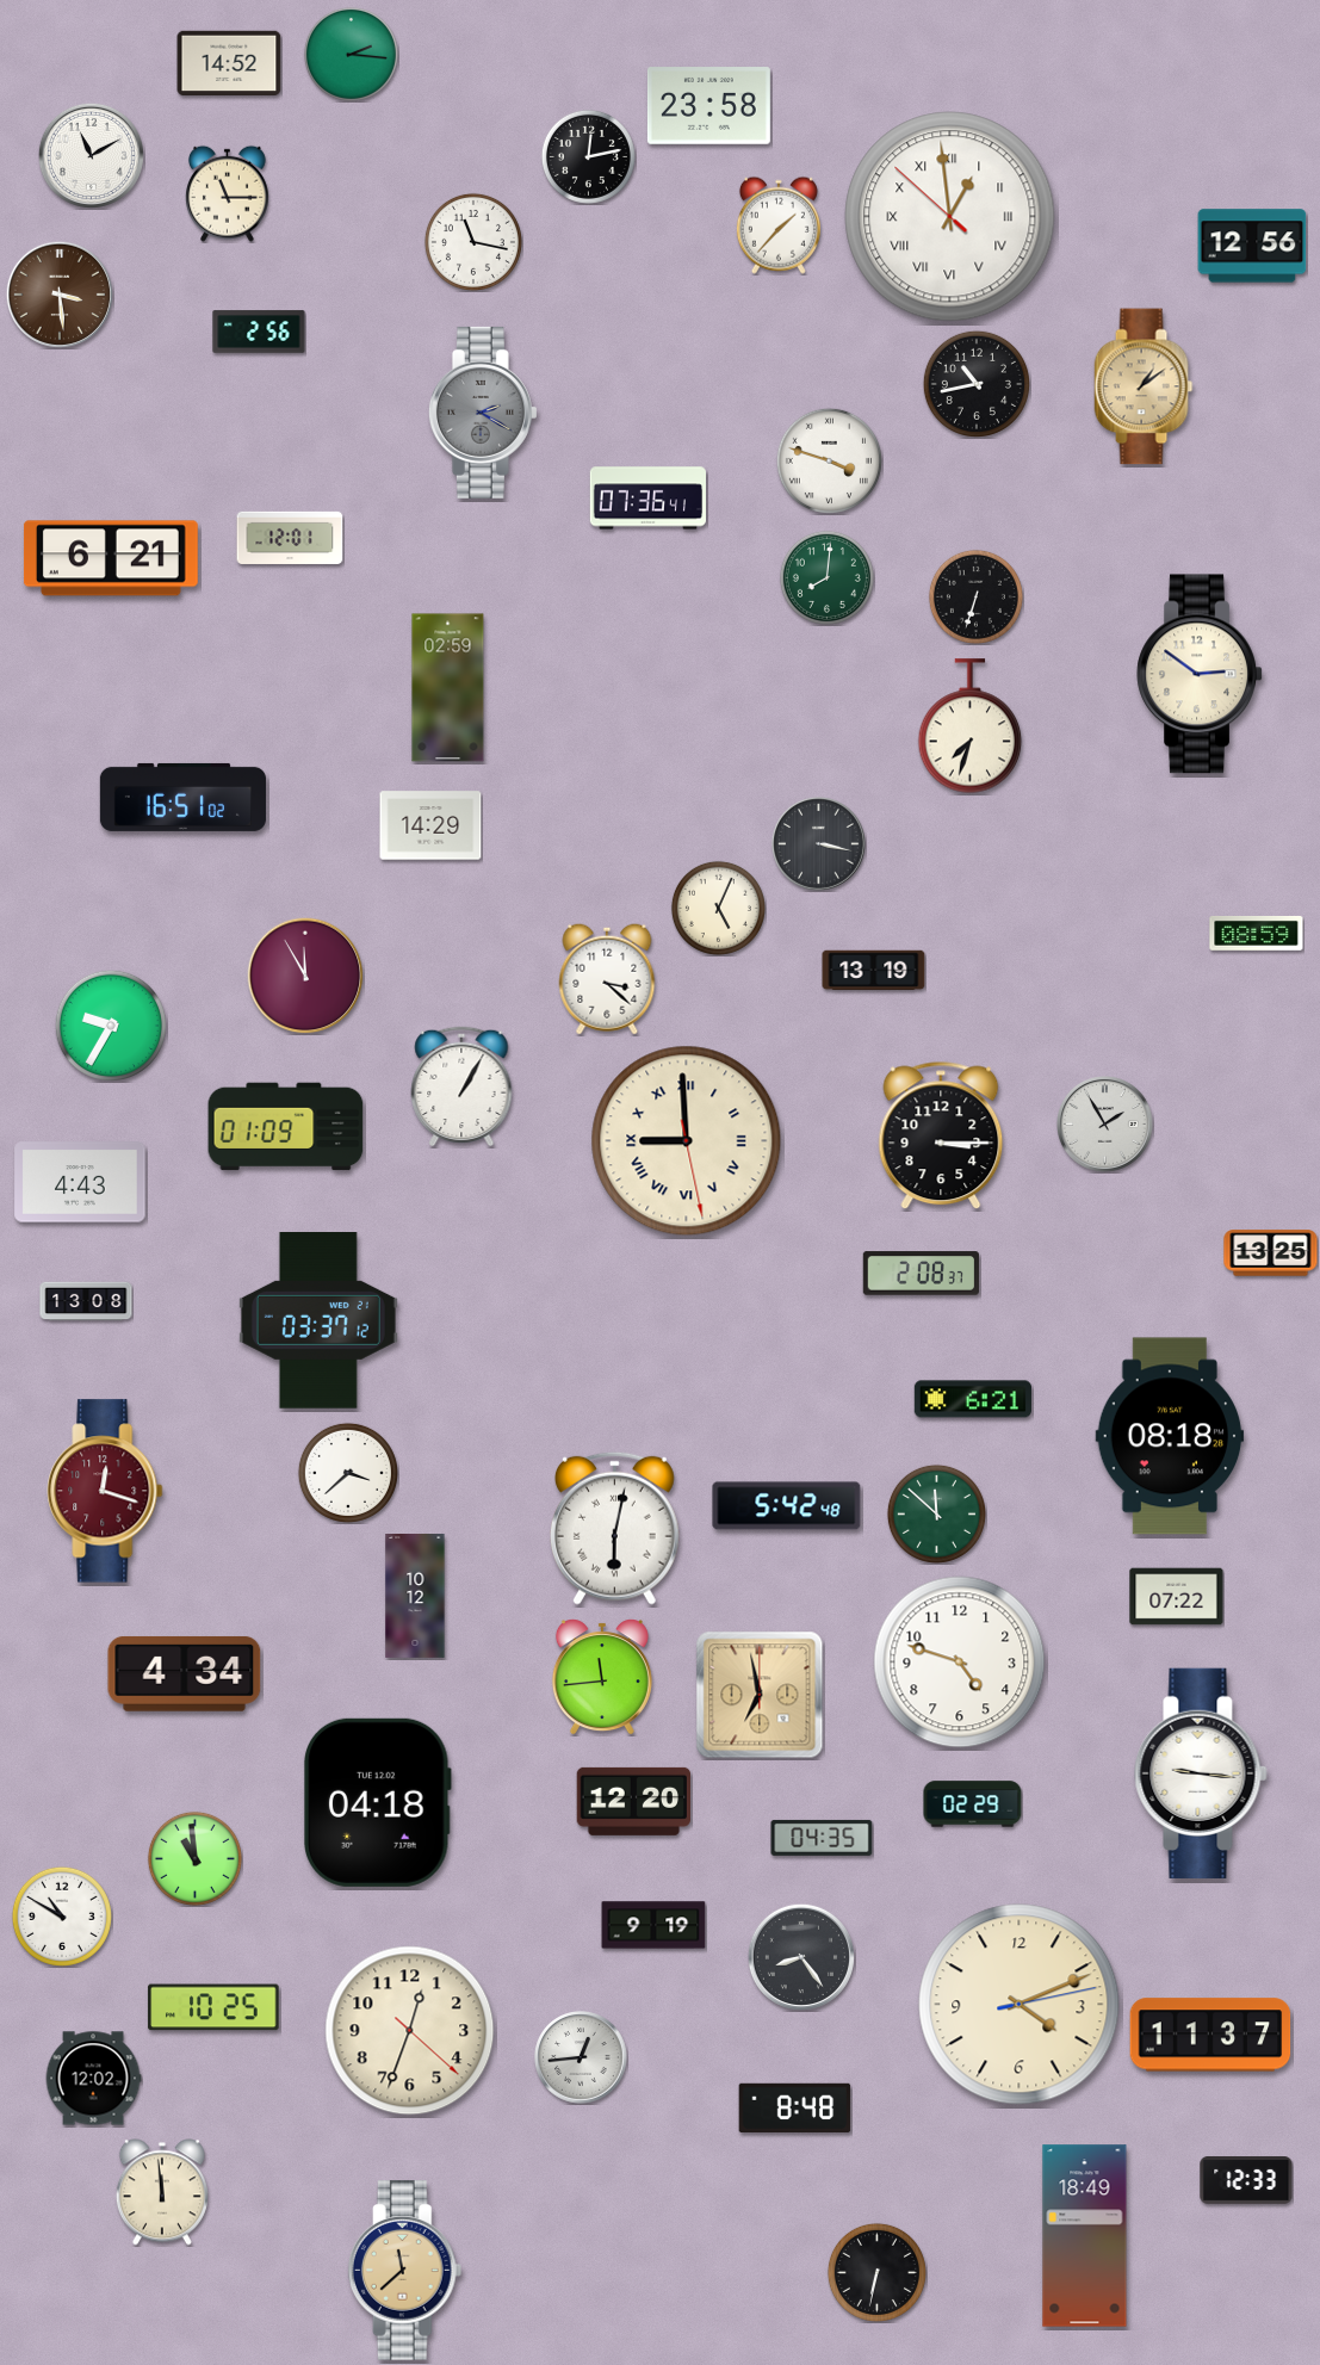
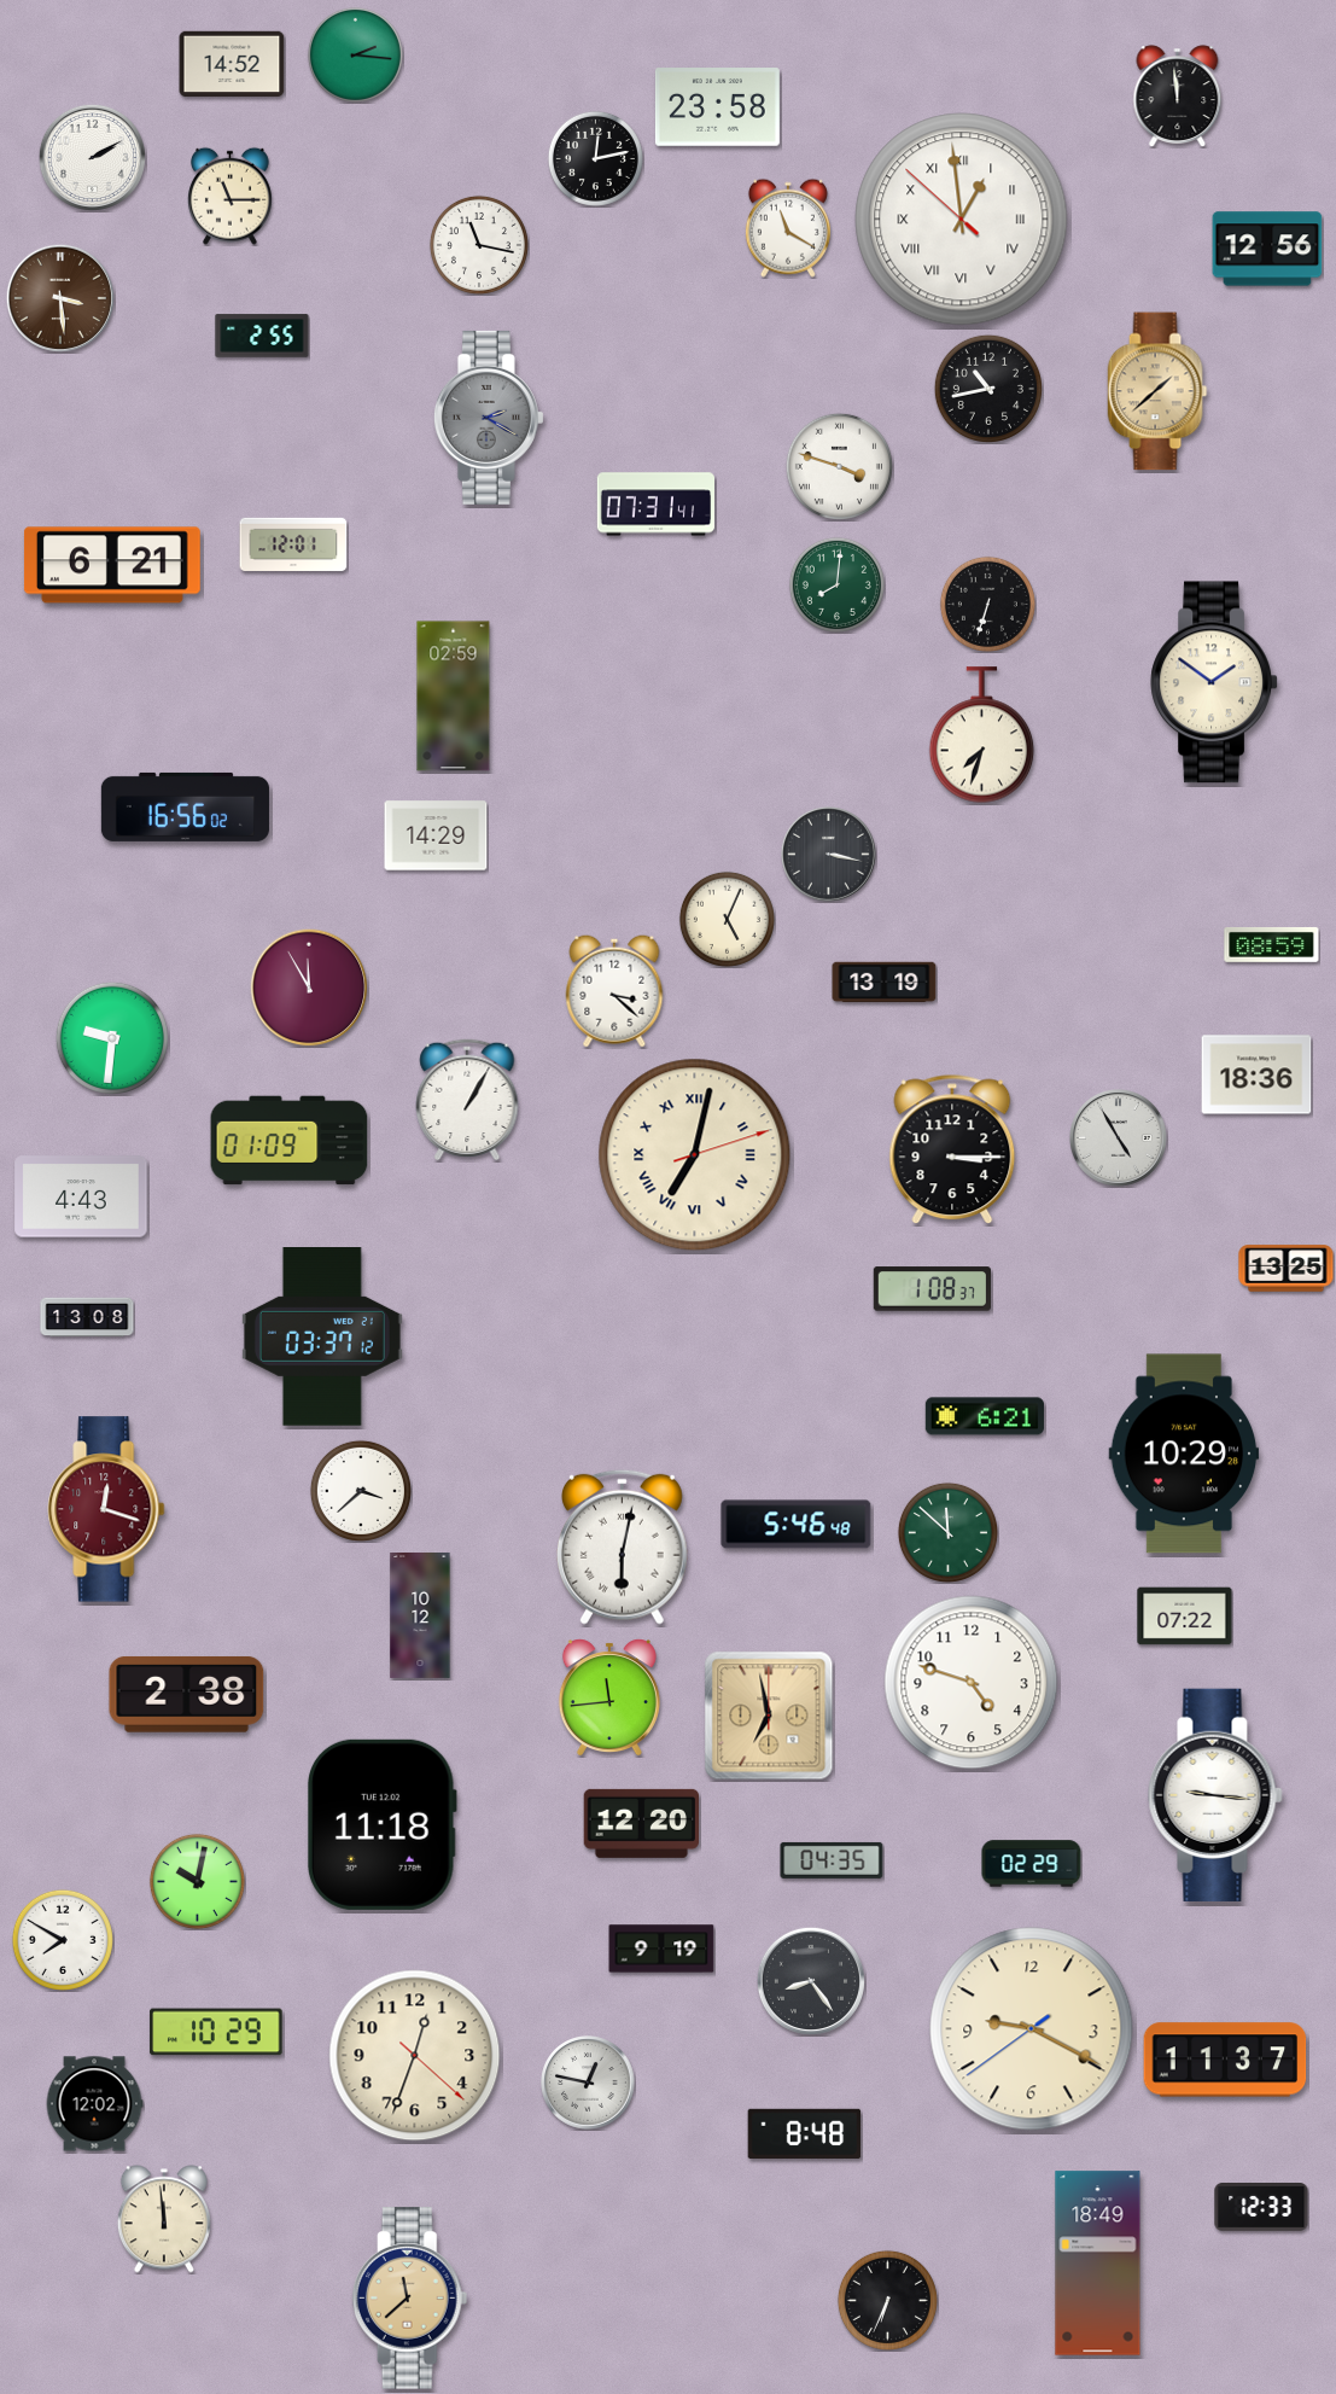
clock at (1178, 95): none -> 11:59
clock at (91, 155): 11:10 -> 2:10
clock at (779, 225): 1:37 -> 11:20
clock at (259, 332): 2:56 -> 2:55
clock at (1144, 386): 1:09 -> 1:38
clock at (647, 499): 07:36 -> 07:31
clock at (1200, 674): 2:51 -> 1:51
clock at (182, 797): 16:51 -> 16:56
clock at (110, 1024): 9:35 -> 9:31
clock at (1256, 1074): none -> 18:36
clock at (1105, 1125): 1:55 -> 4:55
clock at (687, 1141): 8:59 -> 7:02
clock at (921, 1274): 2:08 -> 1:08
clock at (1170, 1436): 08:18 -> 10:29
clock at (348, 1473) position: (348, 1473) -> (361, 1491)
clock at (787, 1506): 5:42 -> 5:46
clock at (1177, 1597) position: (1177, 1597) -> (1185, 1617)
clock at (185, 1674): 4:34 -> 2:38
clock at (378, 1802): 04:18 -> 11:18
clock at (973, 1804) position: (973, 1804) -> (1032, 1864)
clock at (194, 1858): 10:59 -> 10:02
clock at (62, 1917): 10:50 -> 7:50
clock at (1020, 2005): 4:11 -> 9:19
clock at (213, 2007): 10:25 -> 10:29
clock at (581, 2057): 12:44 -> 12:47
clock at (876, 2272): 6:32 -> 6:34
